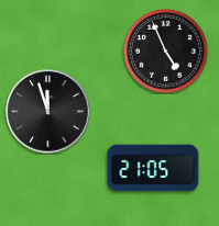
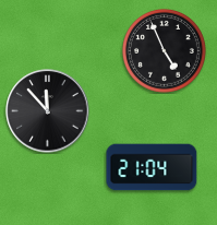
clock at (48, 112): 11:57 -> 11:53
clock at (153, 168): 21:05 -> 21:04
